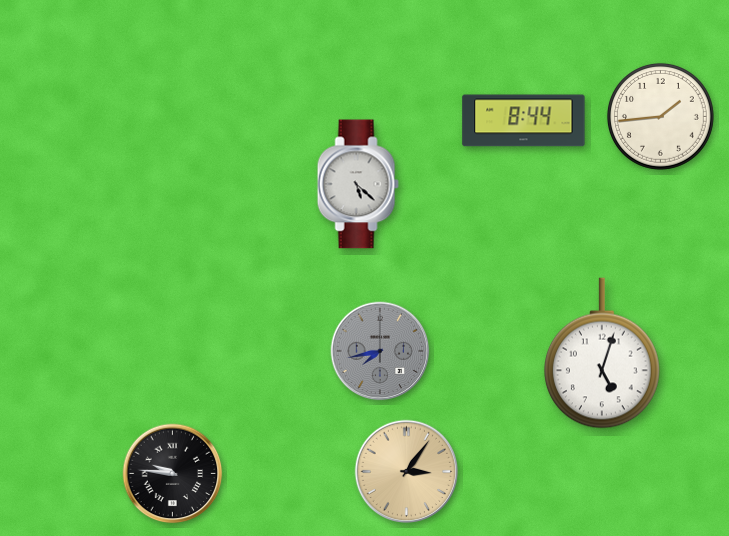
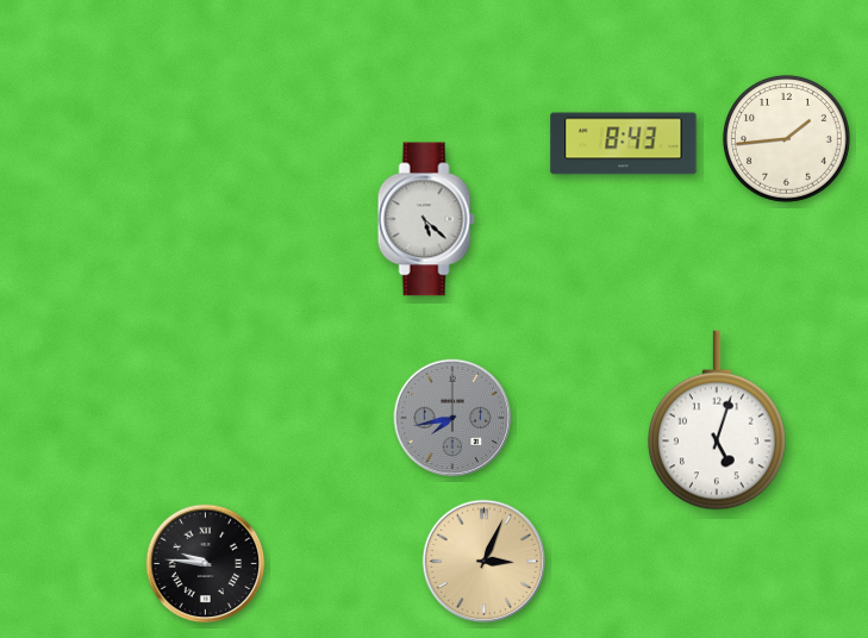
clock at (524, 121): 8:44 -> 8:43
clock at (407, 472): 3:06 -> 3:04
